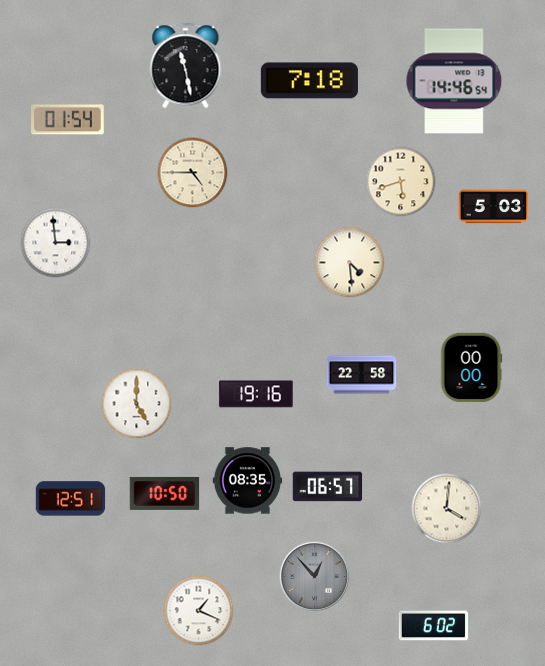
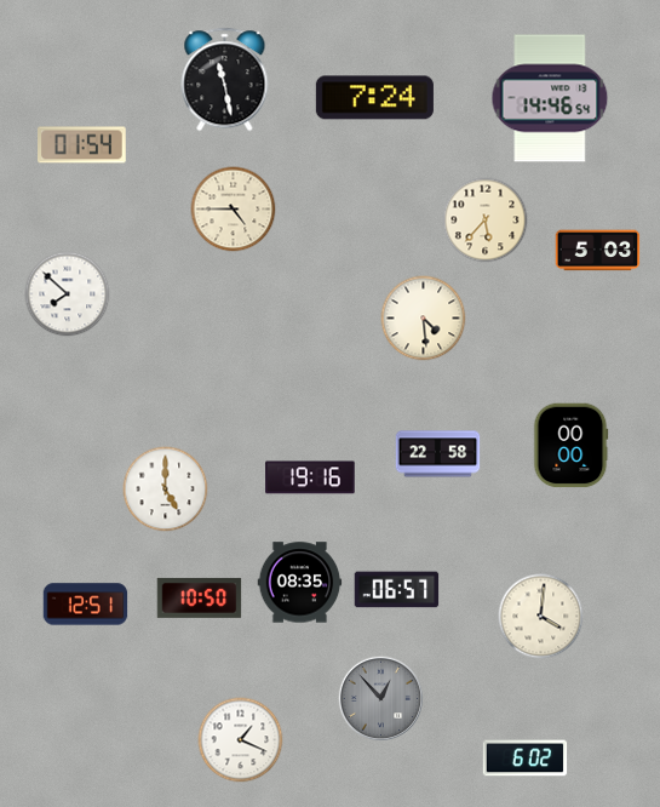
clock at (309, 81): 7:18 -> 7:24
clock at (401, 182): 5:42 -> 5:37
clock at (56, 243): 2:59 -> 7:52
